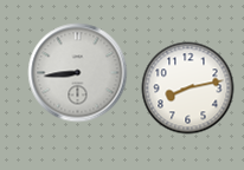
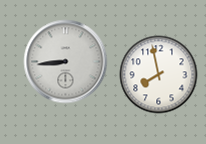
clock at (187, 87): 8:13 -> 7:58
